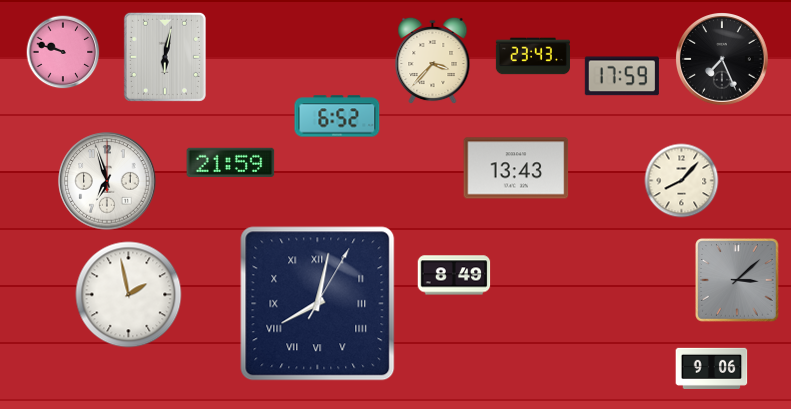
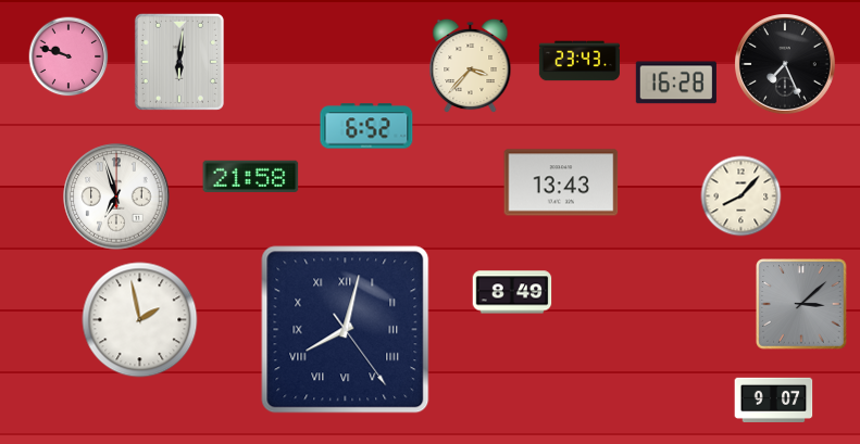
clock at (165, 57): 6:02 -> 6:01
clock at (622, 76): 17:59 -> 16:28
clock at (231, 162): 21:59 -> 21:58
clock at (454, 275) position: (454, 275) -> (512, 292)
clock at (318, 304): 8:02:05 -> 8:02:24
clock at (712, 368): 9:06 -> 9:07
